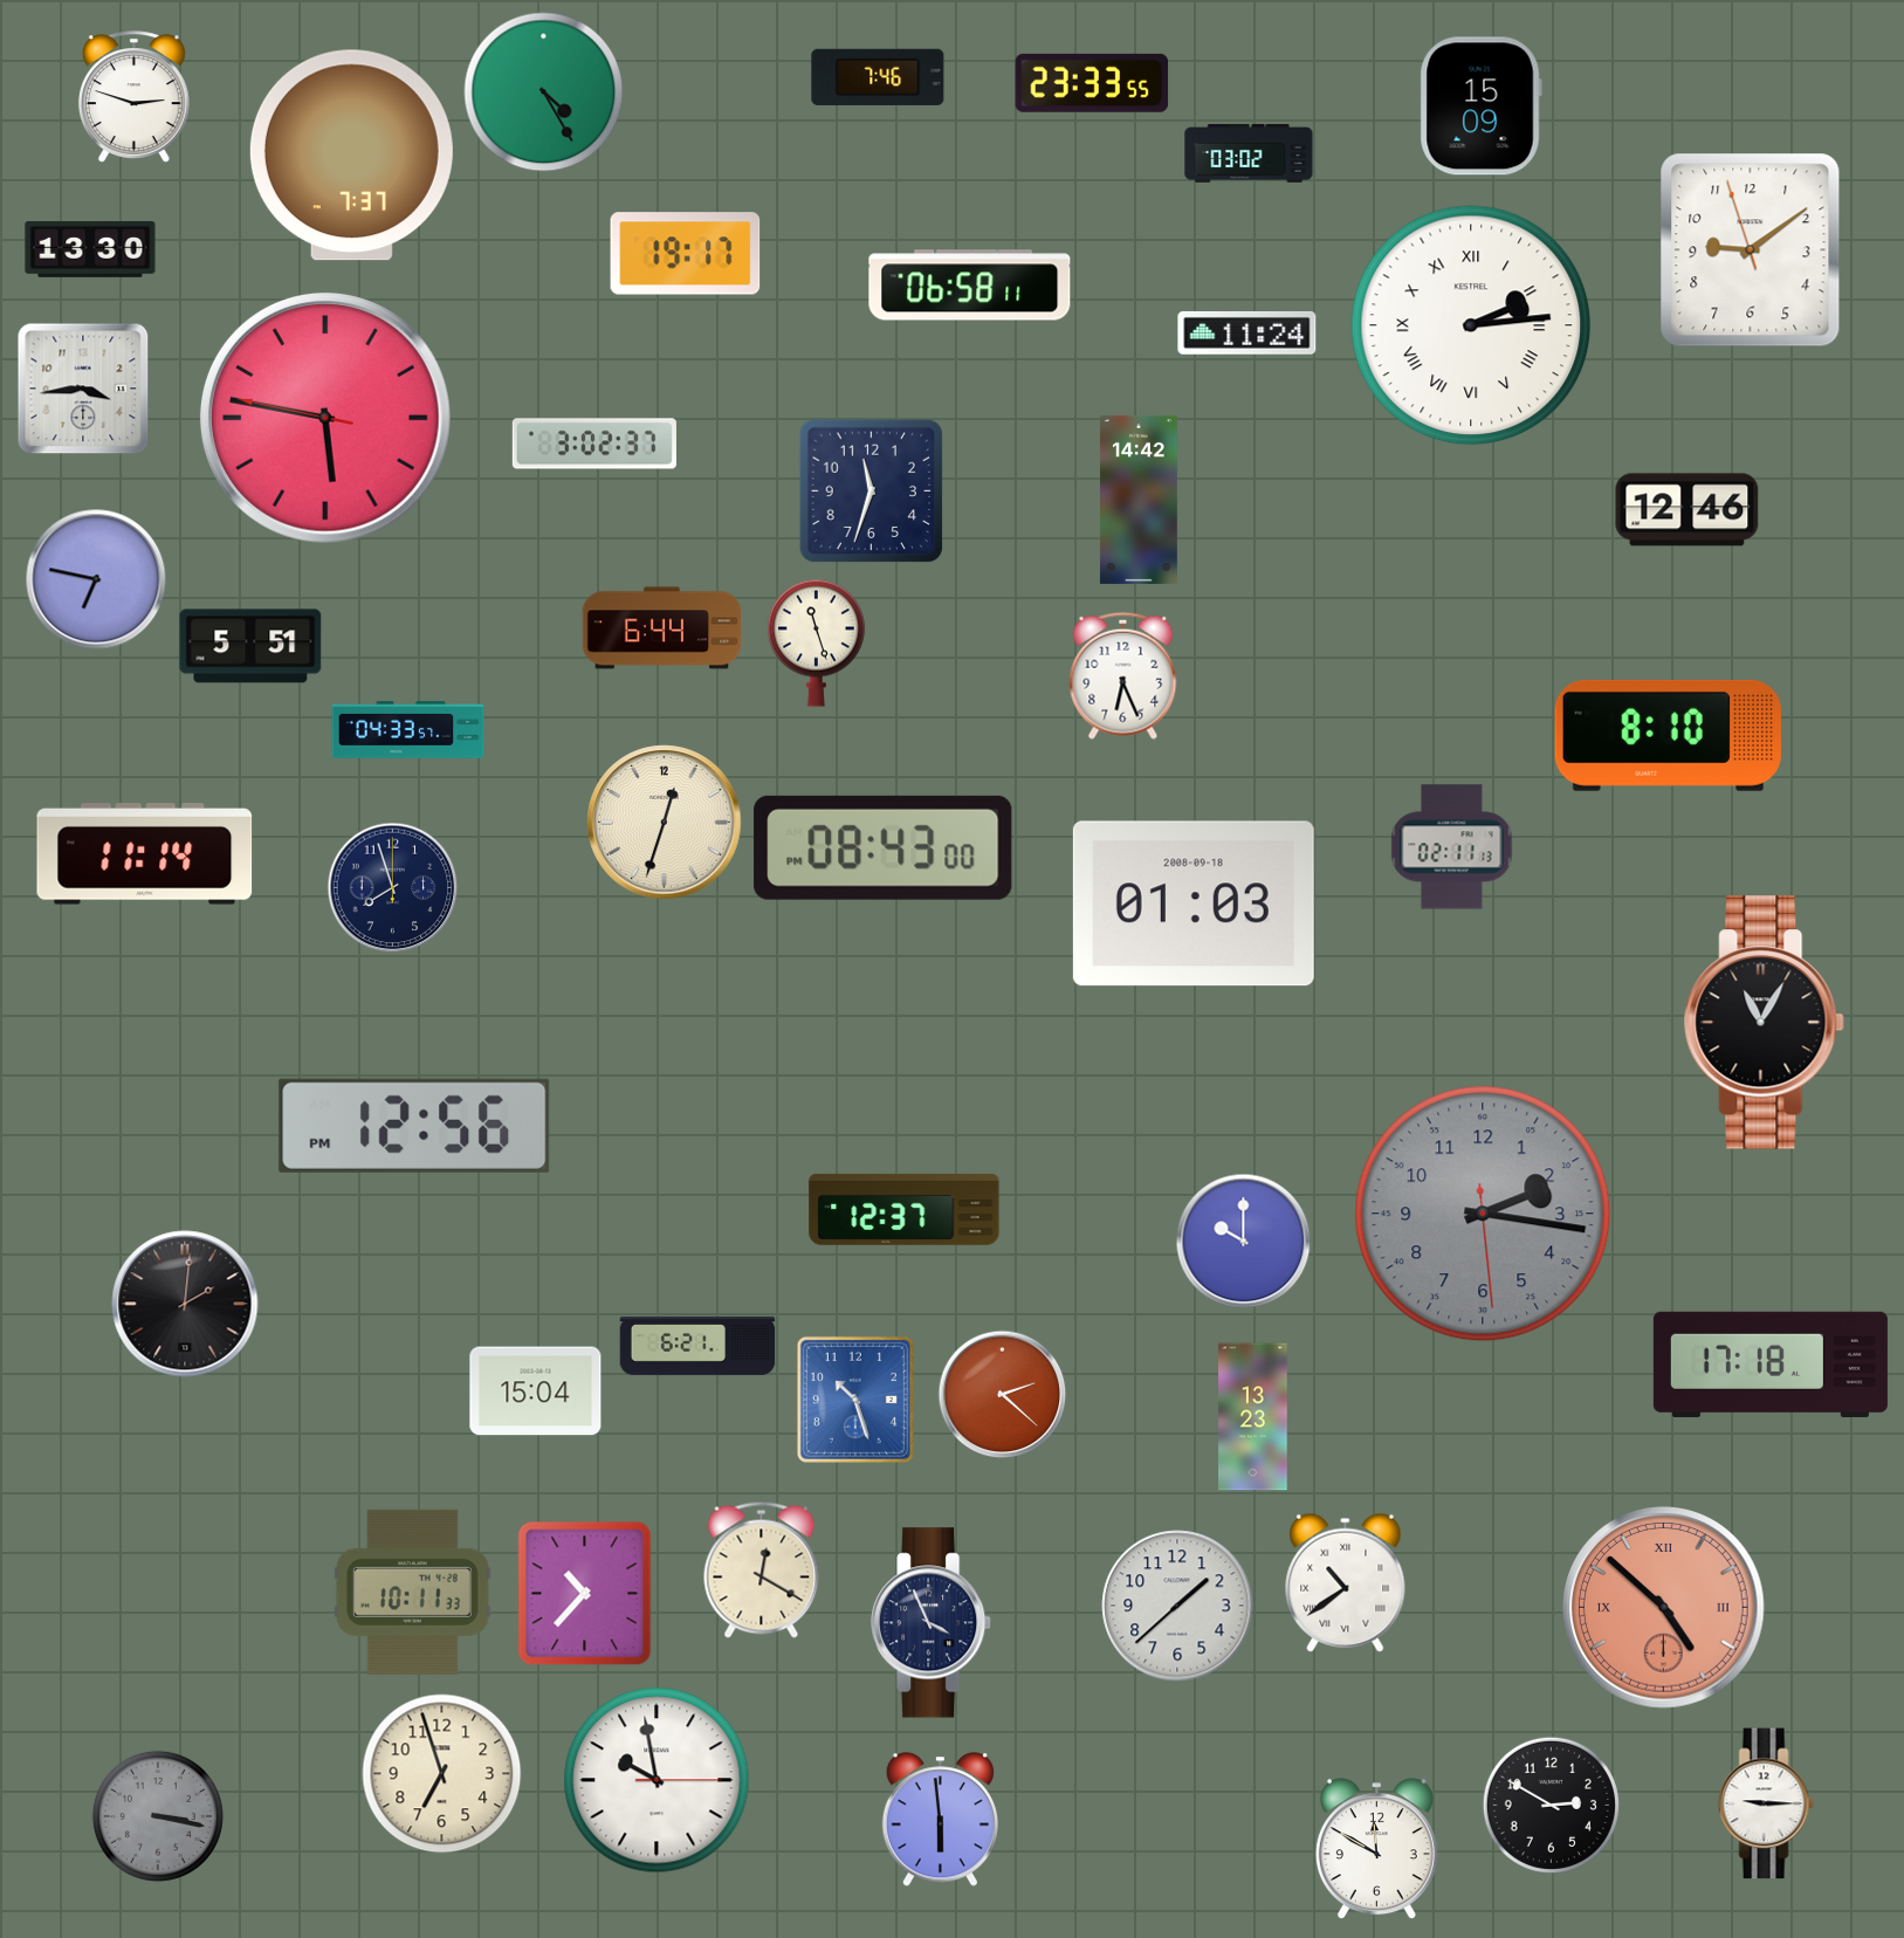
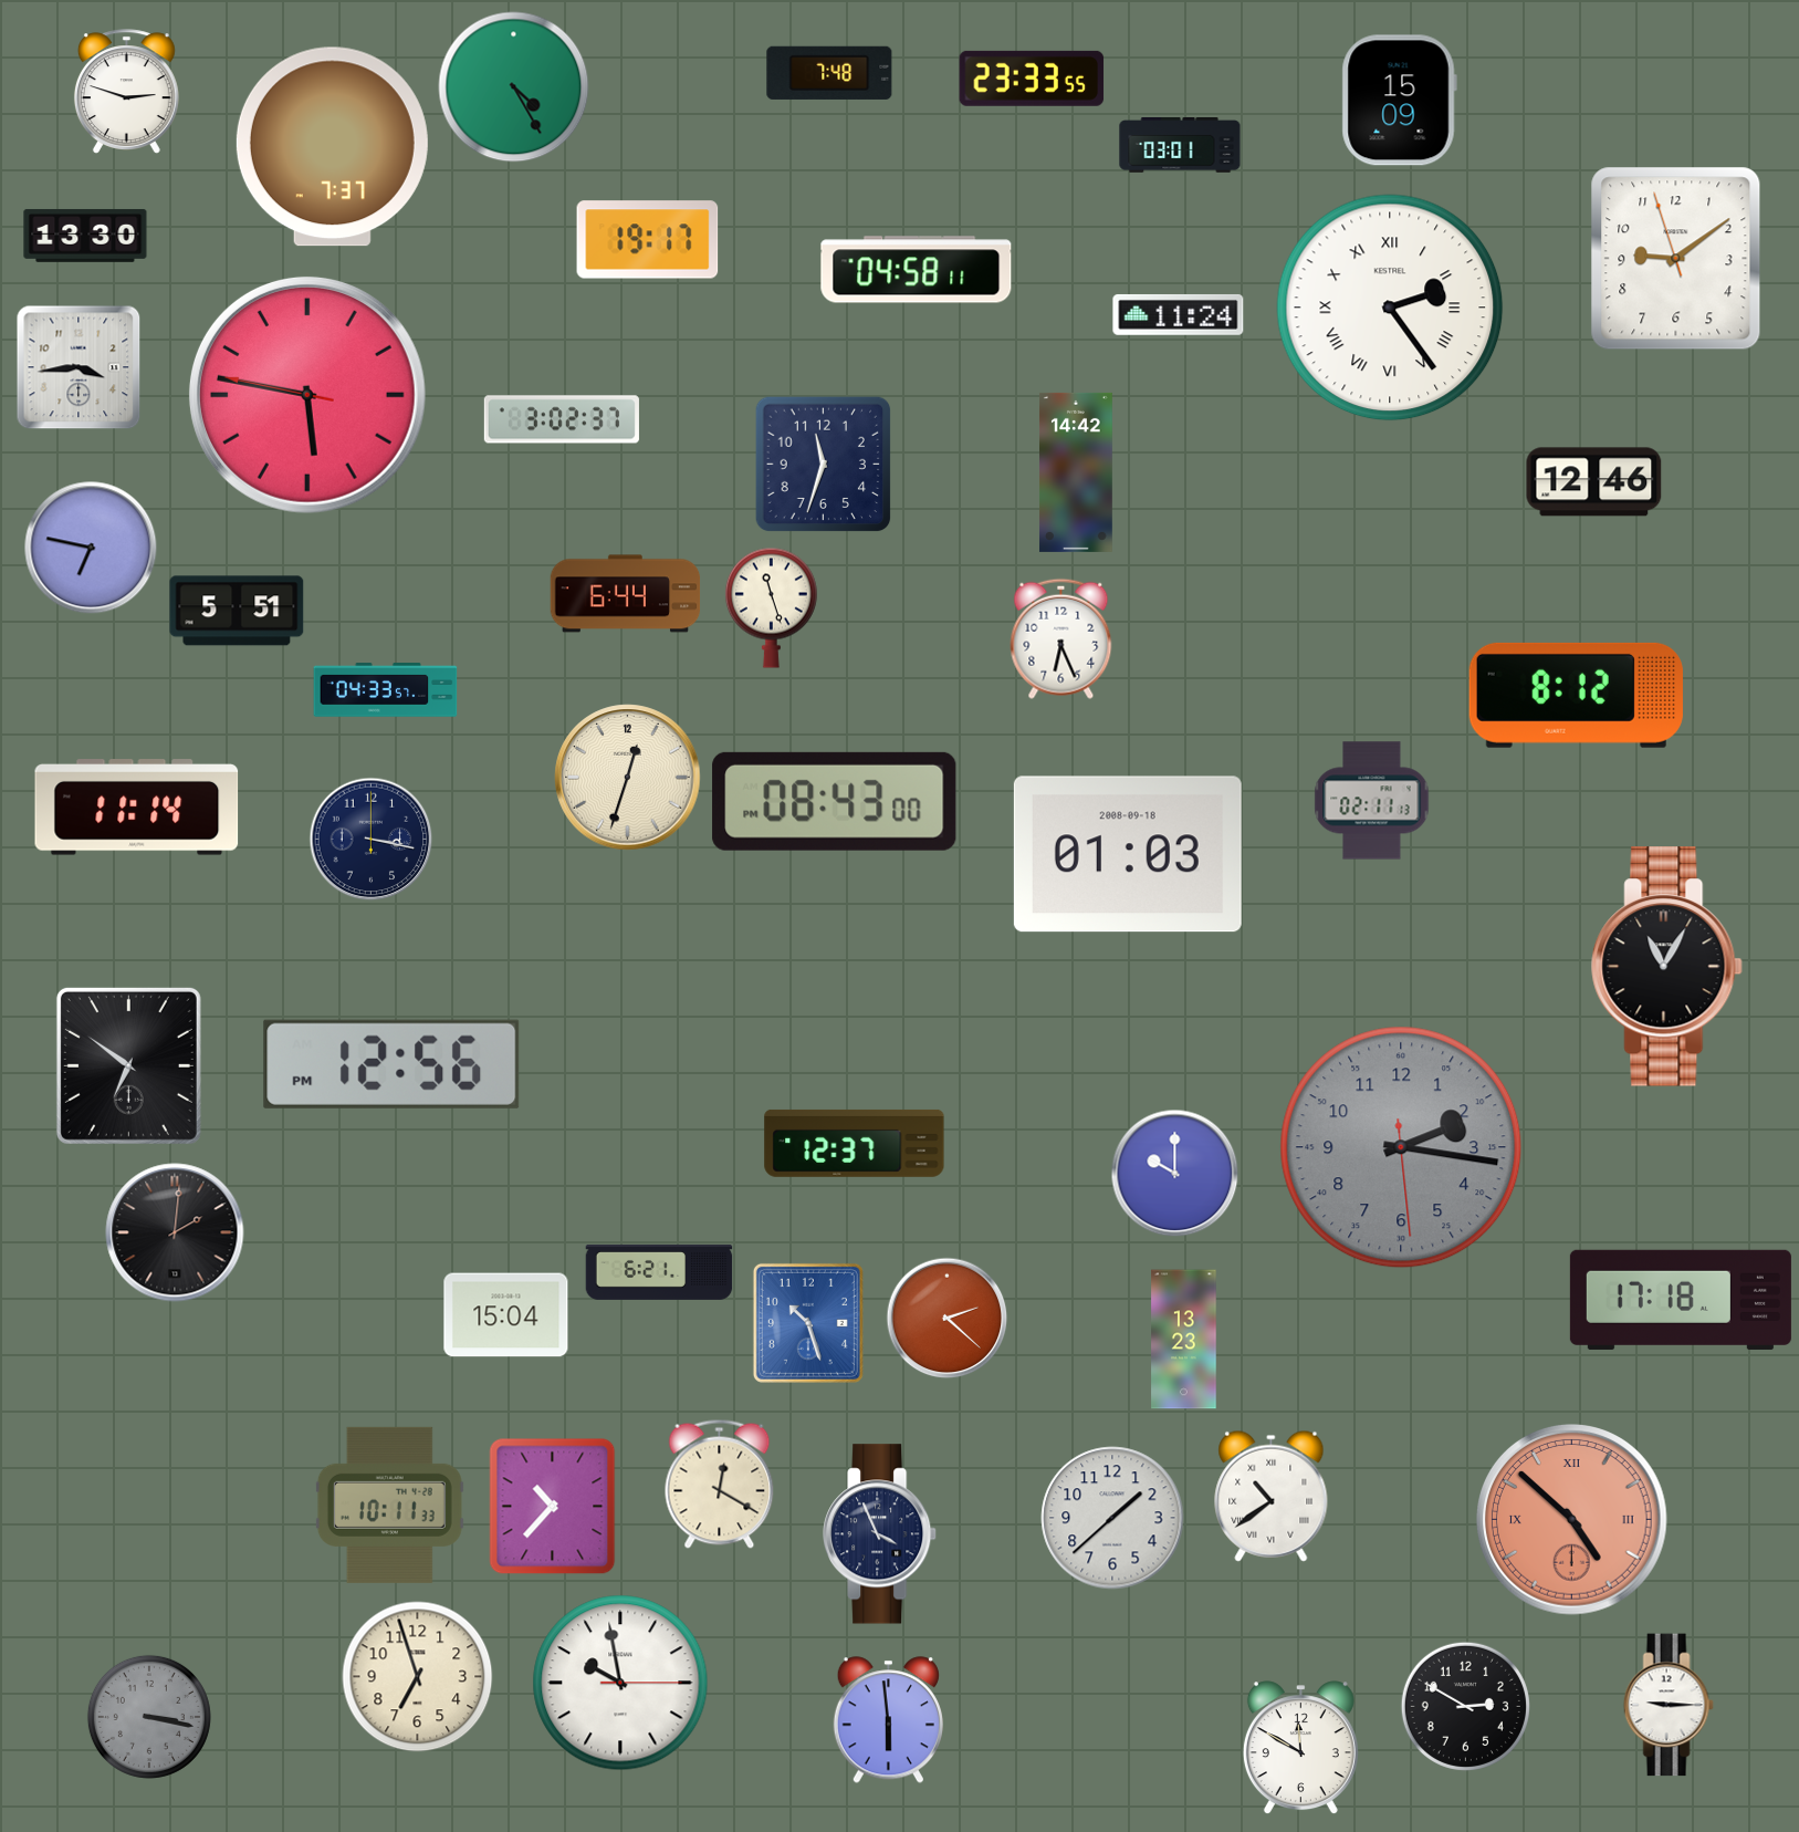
clock at (878, 77): 7:46 -> 7:48
clock at (1249, 154): 03:02 -> 03:01
clock at (1751, 250) position: (1751, 250) -> (1676, 259)
clock at (970, 286): 06:58 -> 04:58
clock at (1471, 325): 2:14 -> 2:24
clock at (1668, 735): 8:10 -> 8:12
clock at (392, 887): 7:57 -> 3:17
clock at (128, 1065): none -> 6:51
clock at (1771, 1365) position: (1771, 1365) -> (1681, 1300)
